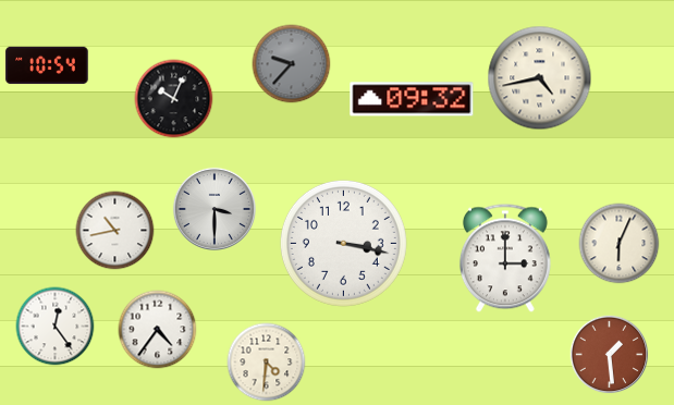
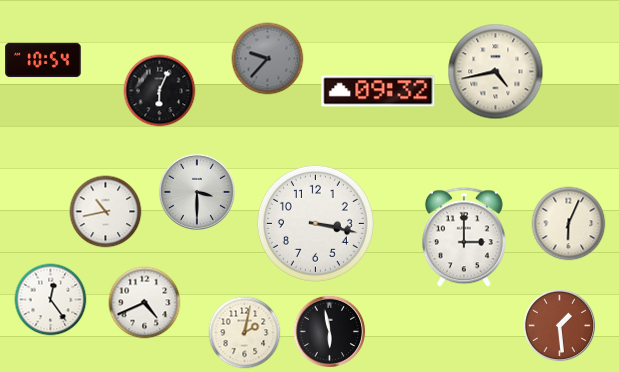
clock at (174, 99): 10:04 -> 6:04
clock at (158, 330): 4:36 -> 4:41
clock at (330, 332): none -> 5:58
clock at (267, 363): 4:31 -> 2:02
